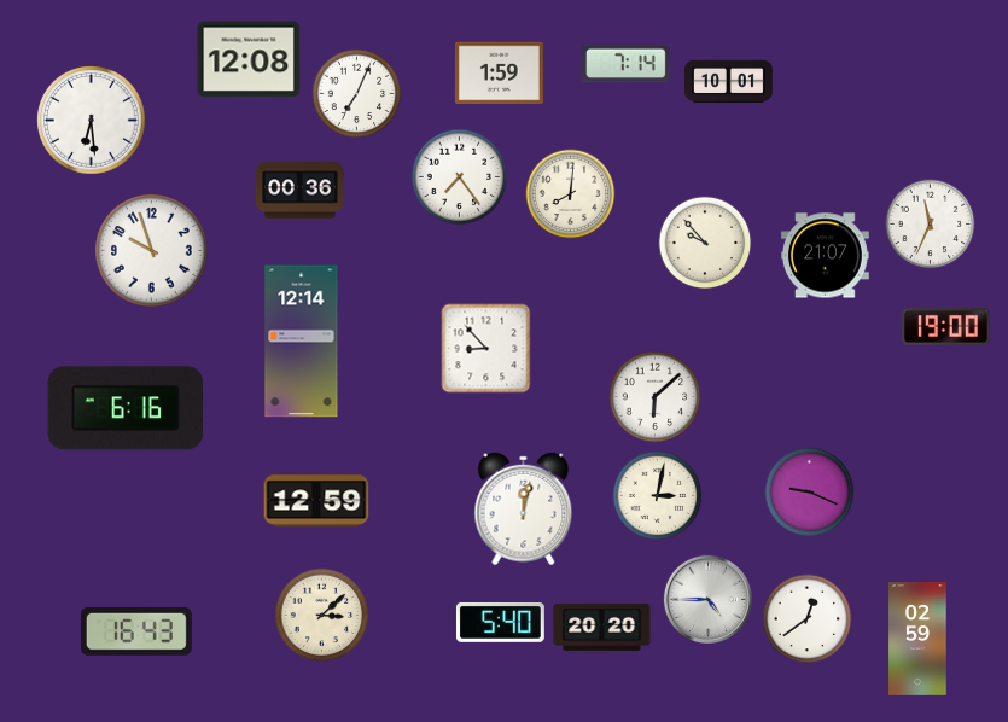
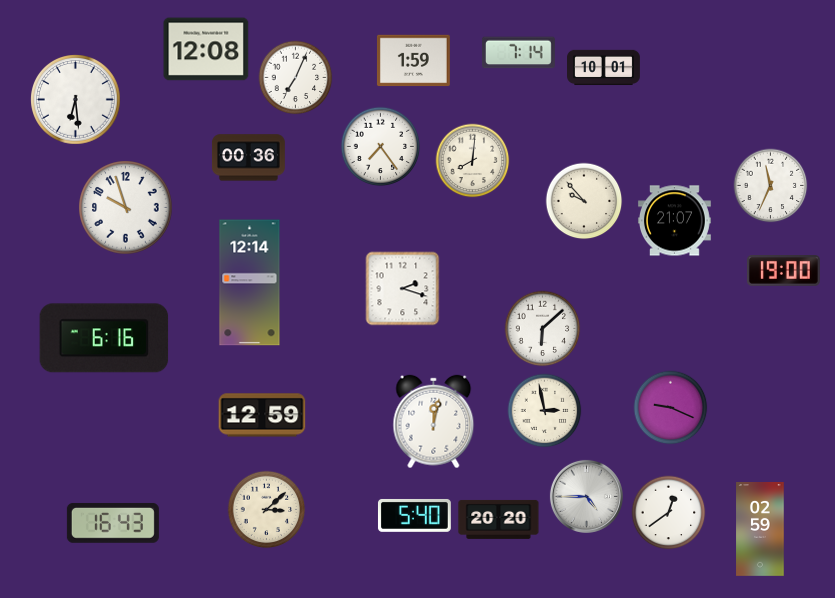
clock at (825, 256) position: (825, 256) -> (674, 221)
clock at (486, 349): 8:53 -> 2:18
clock at (658, 496): 3:02 -> 2:58
